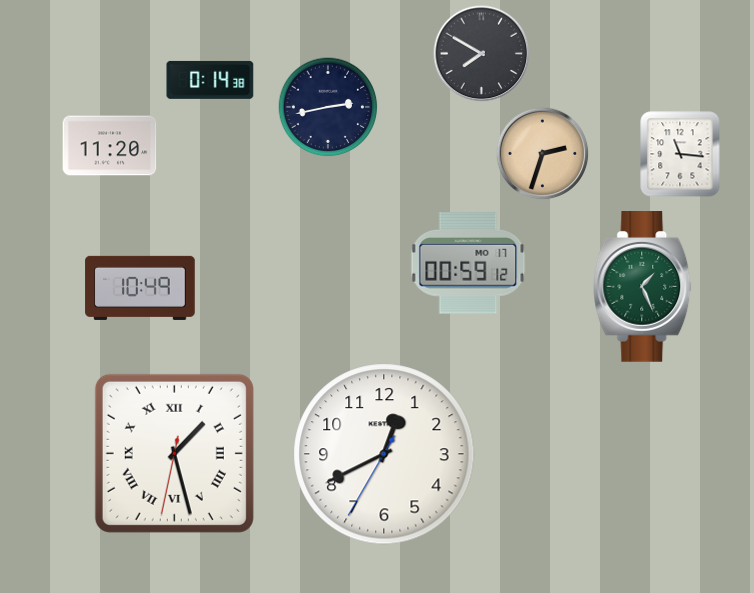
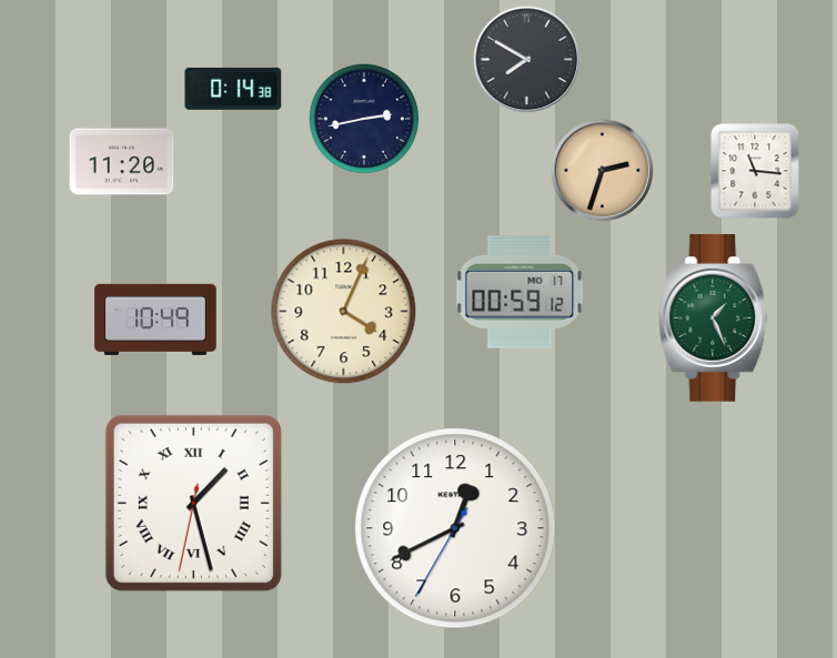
clock at (482, 54) position: (482, 54) -> (527, 60)
clock at (344, 312): none -> 4:04
clock at (384, 454) position: (384, 454) -> (455, 528)
